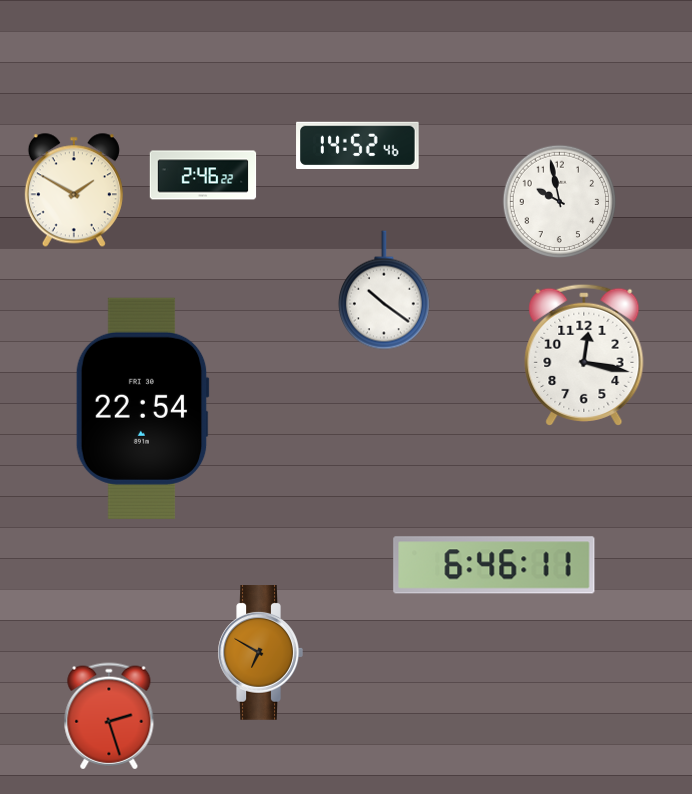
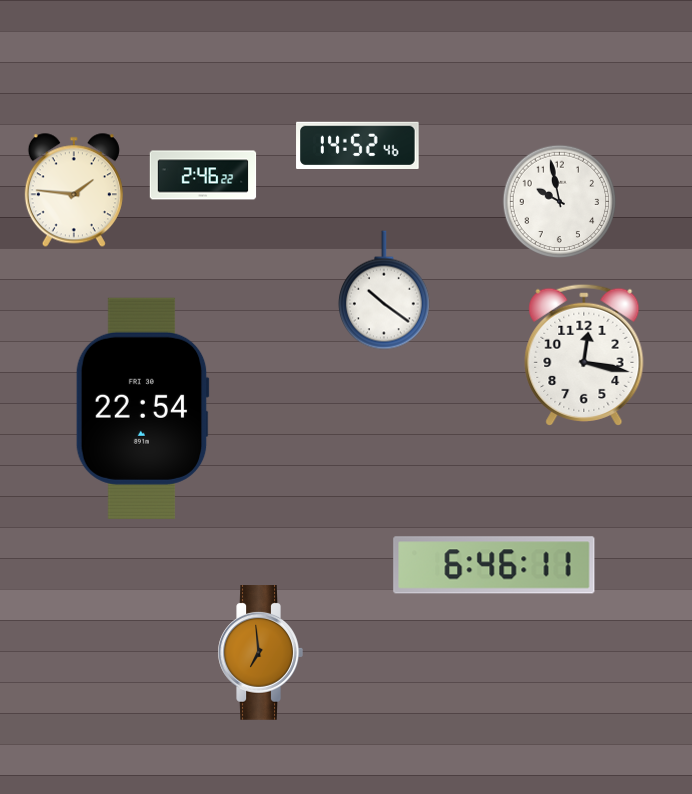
clock at (74, 190): 1:50 -> 1:46
clock at (260, 653): 6:50 -> 6:59
clock at (109, 716): 2:27 -> none
